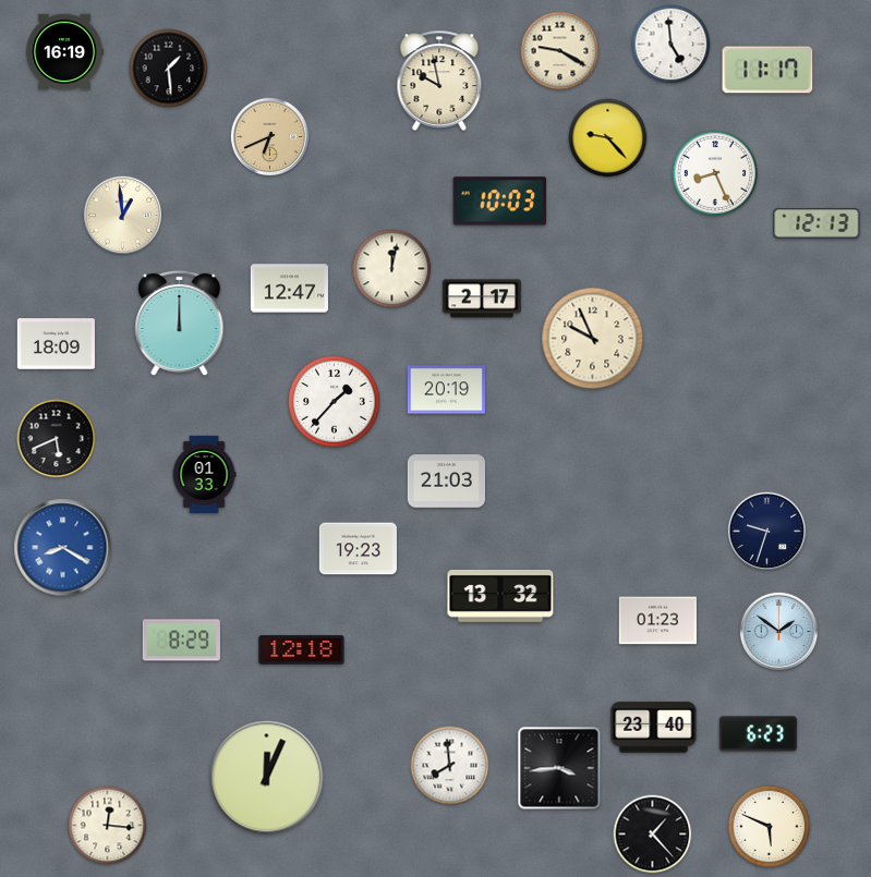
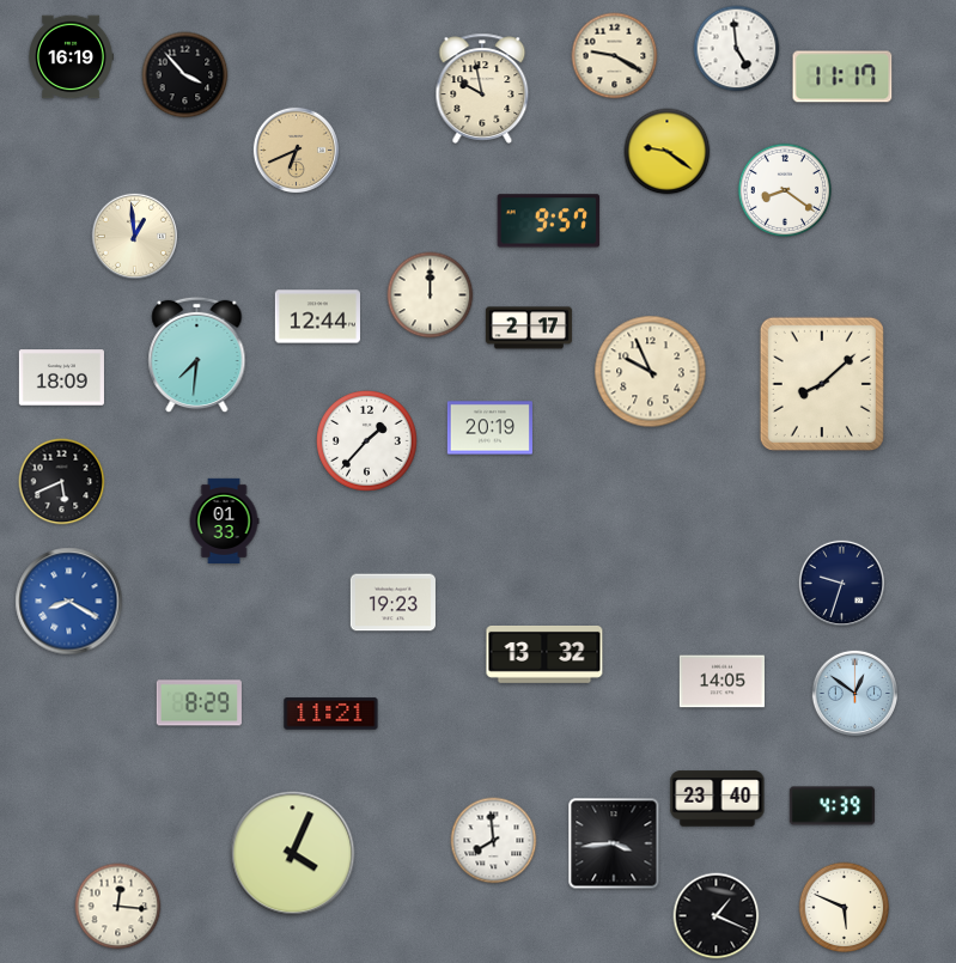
clock at (169, 69): 1:29 -> 3:53
clock at (608, 138): 9:23 -> 9:21
clock at (714, 172): 8:26 -> 8:21
clock at (500, 202): 10:03 -> 9:57
clock at (816, 223): 12:13 -> none
clock at (392, 269): 12:02 -> 12:00
clock at (289, 289): 12:47 -> 12:44
clock at (180, 324): 12:00 -> 7:31
clock at (822, 384): none -> 8:08
clock at (446, 482): 21:03 -> none
clock at (500, 596) position: (500, 596) -> (544, 654)
clock at (657, 621): 01:23 -> 14:05
clock at (778, 631): 1:51 -> 12:51
clock at (302, 650): 12:18 -> 11:21
clock at (758, 734): 6:23 -> 4:39
clock at (267, 778): 12:04 -> 4:04
clock at (653, 835): 1:23 -> 1:19
